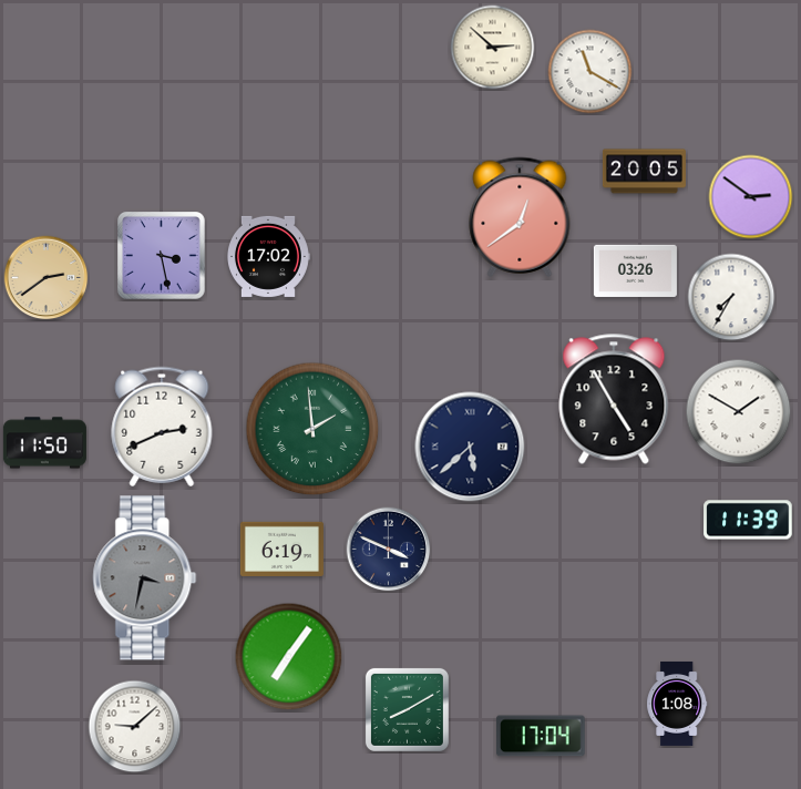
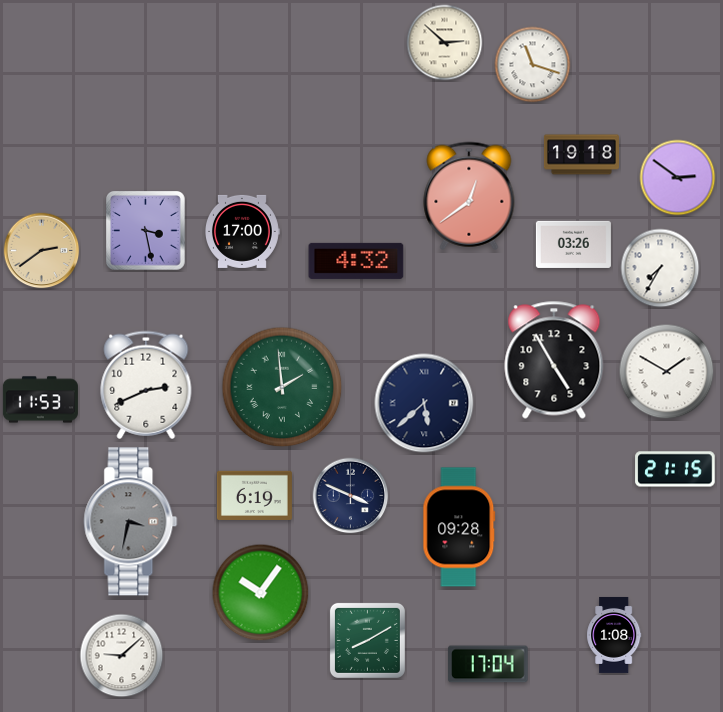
clock at (591, 72): 11:20 -> 11:18
clock at (644, 172): 20:05 -> 19:18
clock at (269, 256): 17:02 -> 17:00
clock at (356, 261): none -> 4:32
clock at (44, 443): 11:50 -> 11:53
clock at (748, 520): 11:39 -> 21:15
clock at (459, 527): none -> 09:28
clock at (289, 657): 7:06 -> 10:06
clock at (677, 704) position: (677, 704) -> (614, 635)
